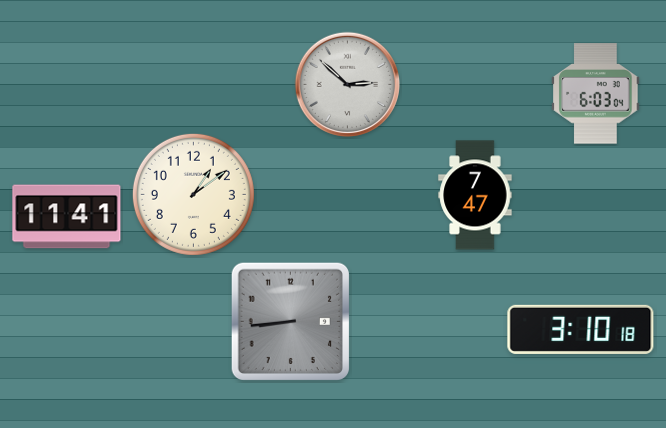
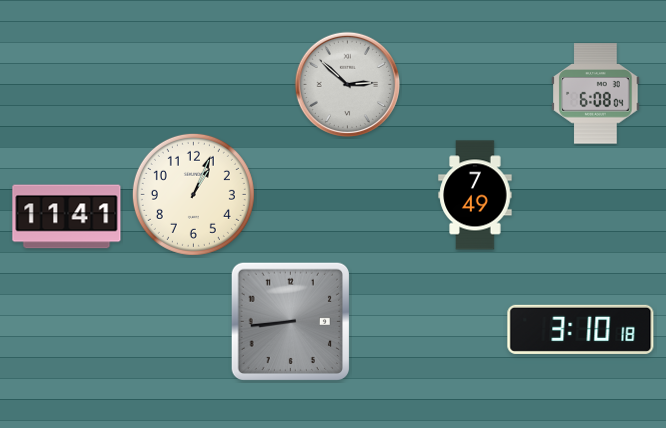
clock at (596, 94): 6:03 -> 6:08
clock at (193, 194): 1:09 -> 1:04
clock at (475, 195): 7:47 -> 7:49
